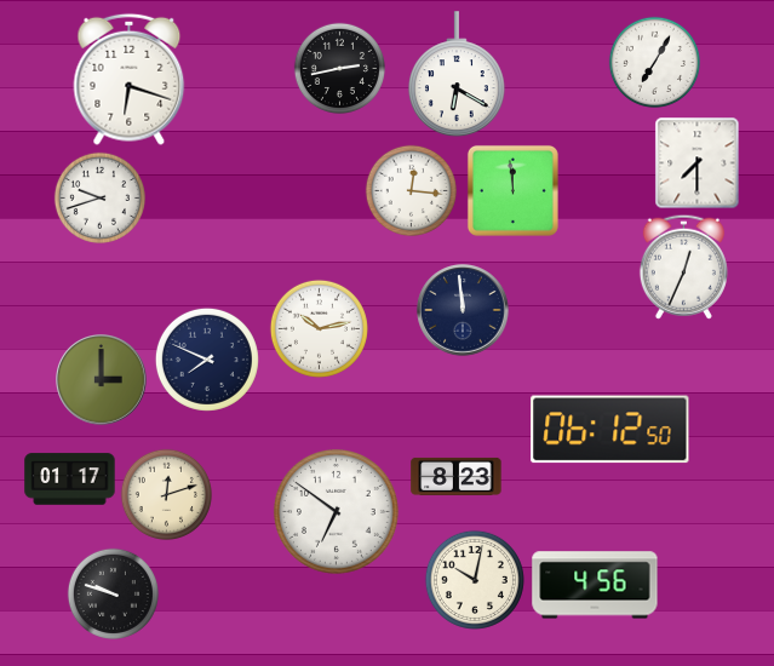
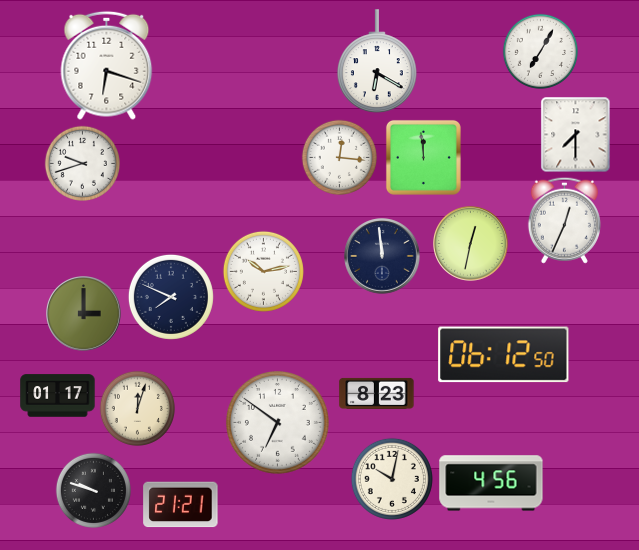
clock at (339, 68): 2:43 -> none
clock at (471, 244): none -> 12:32
clock at (166, 494): 12:12 -> 12:03
clock at (181, 505): none -> 21:21
